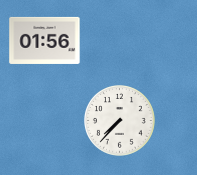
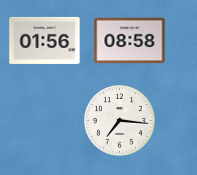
clock at (130, 41): none -> 08:58
clock at (120, 121): 7:37 -> 7:16
